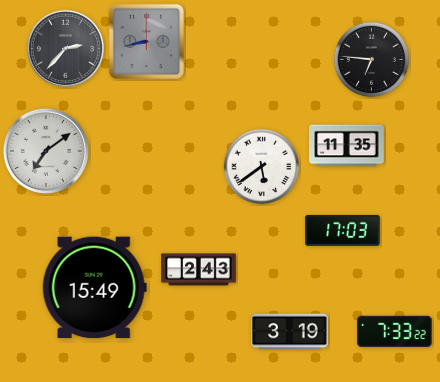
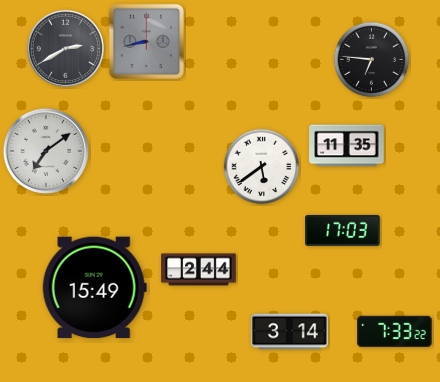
clock at (65, 48): 2:37 -> 2:40
clock at (199, 270): 2:43 -> 2:44
clock at (290, 332): 3:19 -> 3:14
